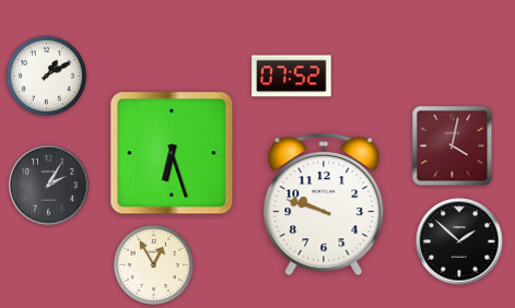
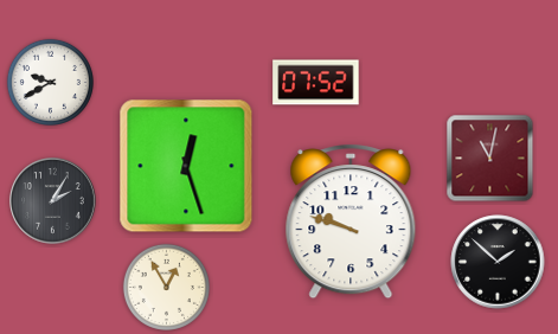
clock at (46, 75): 1:10 -> 9:40
clock at (453, 146): 4:02 -> 11:02
clock at (172, 153): 6:27 -> 12:27
